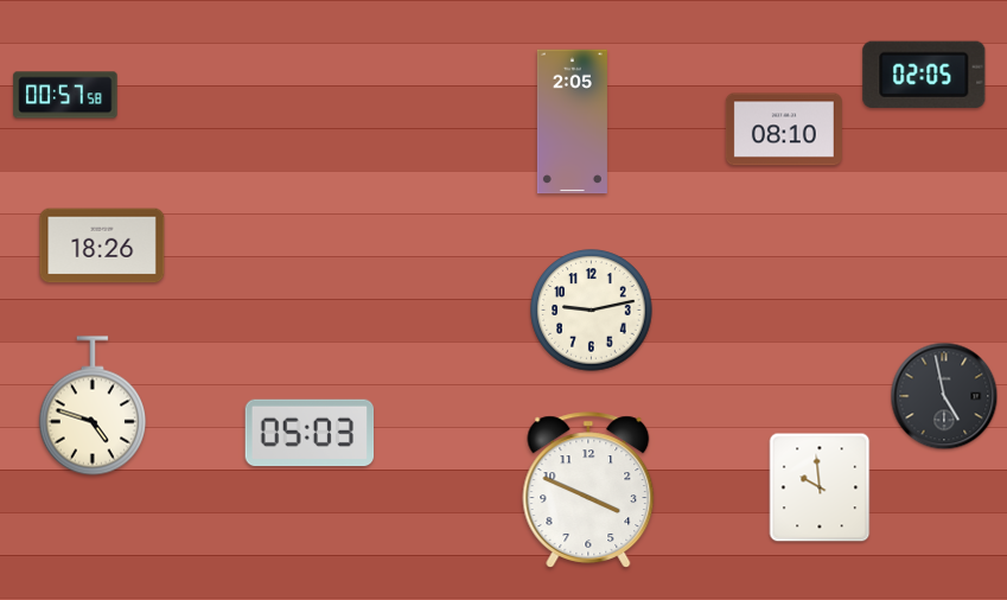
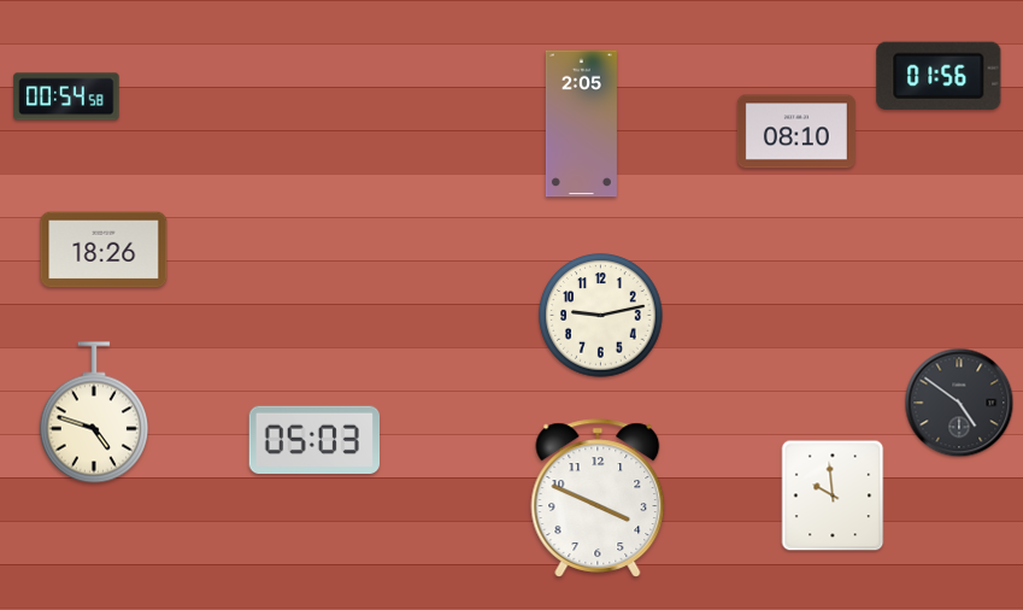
clock at (924, 75): 02:05 -> 01:56
clock at (65, 95): 00:57 -> 00:54
clock at (944, 396): 4:58 -> 4:51
